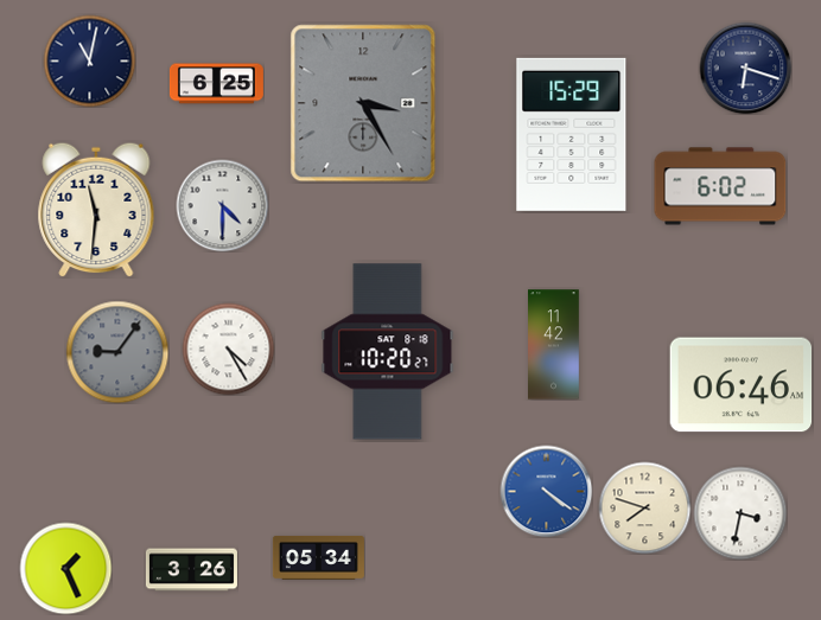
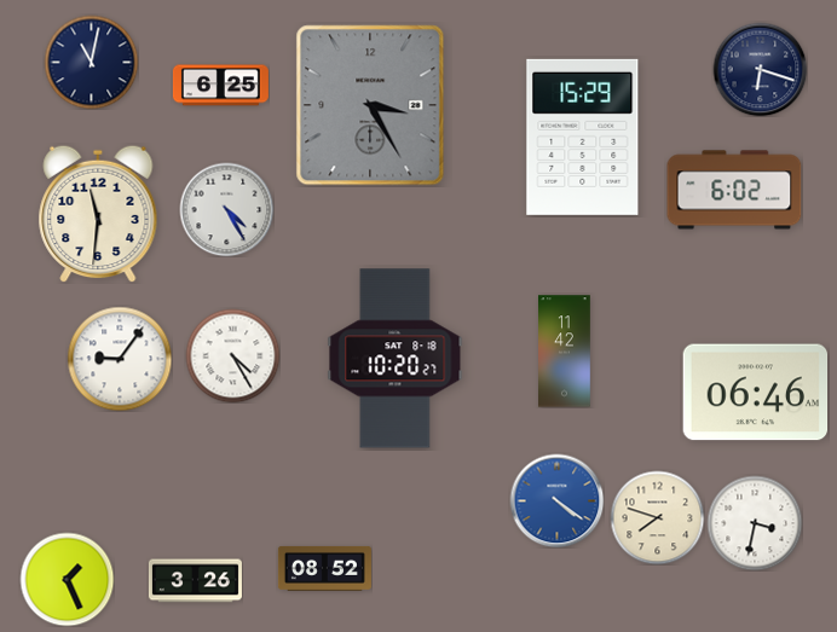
clock at (222, 205): 4:30 -> 4:25
clock at (117, 352) dial: grey -> white
clock at (318, 558): 05:34 -> 08:52
